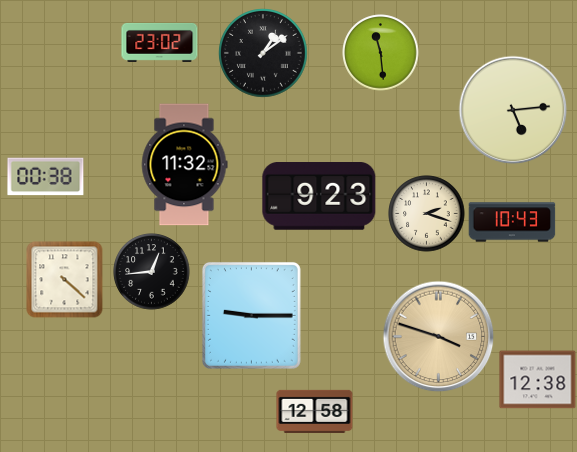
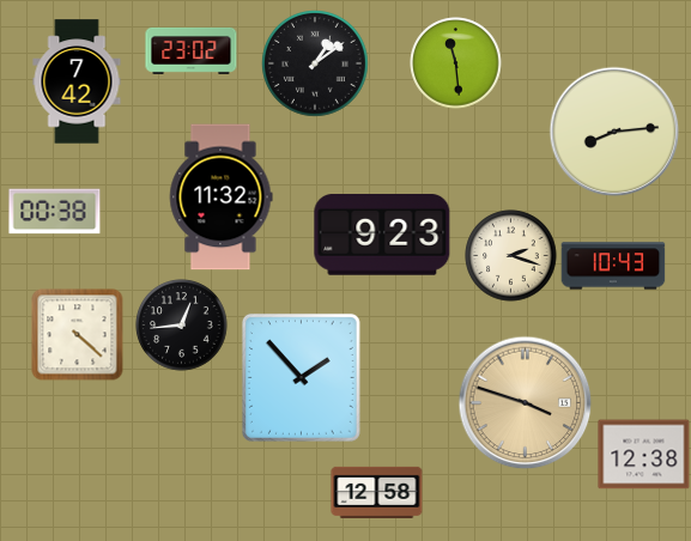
clock at (77, 81): none -> 7:42
clock at (513, 110): 5:14 -> 8:14
clock at (251, 315): 9:15 -> 1:53
